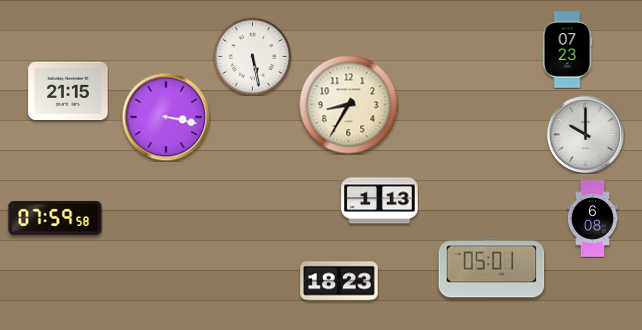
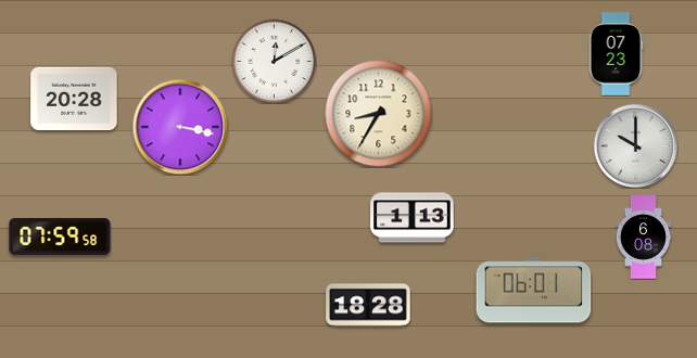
clock at (252, 56): 5:28 -> 12:10
clock at (68, 91): 21:15 -> 20:28
clock at (492, 268): 05:01 -> 06:01
clock at (339, 281): 18:23 -> 18:28
